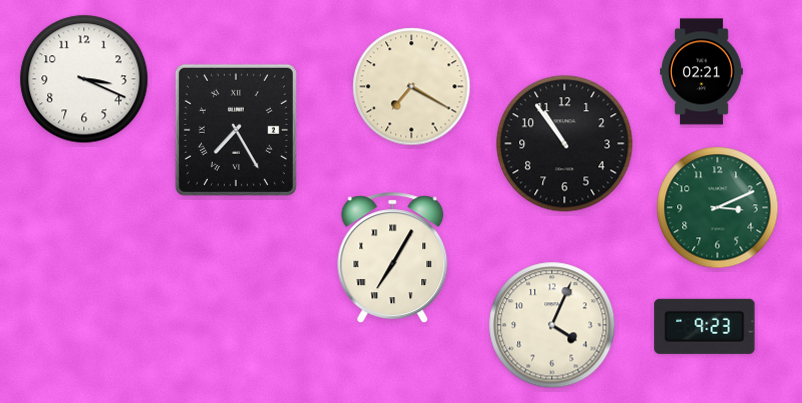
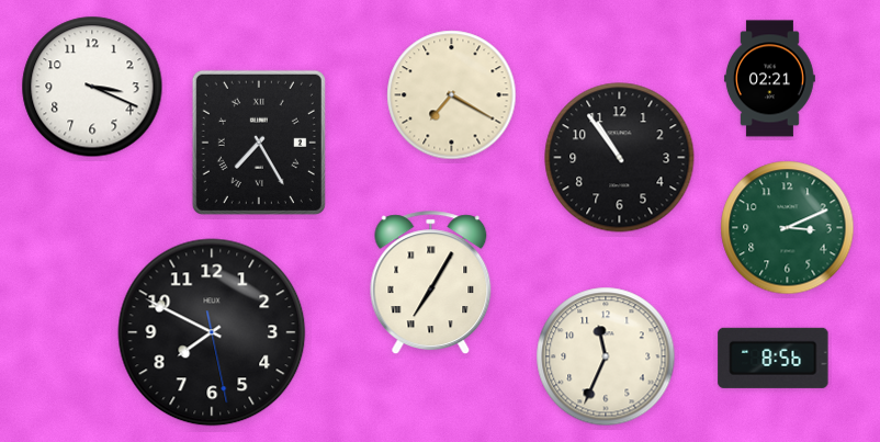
clock at (212, 332): none -> 7:49
clock at (552, 325): 4:04 -> 11:34
clock at (705, 326): 9:23 -> 8:56
